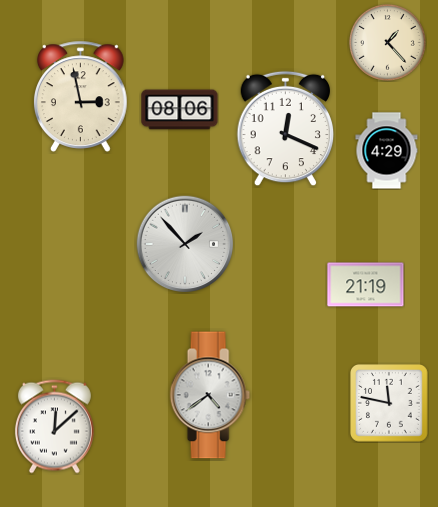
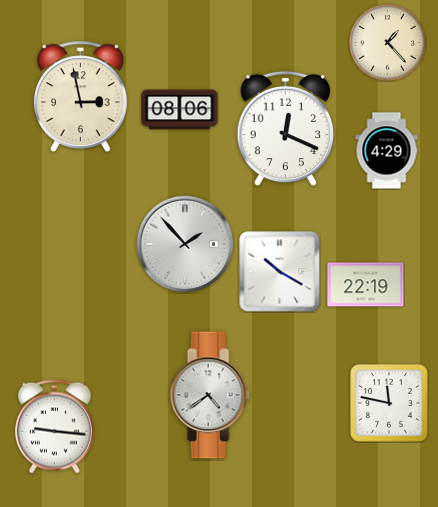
clock at (280, 272): none -> 10:20
clock at (366, 285): 21:19 -> 22:19
clock at (54, 427): 12:08 -> 9:16
